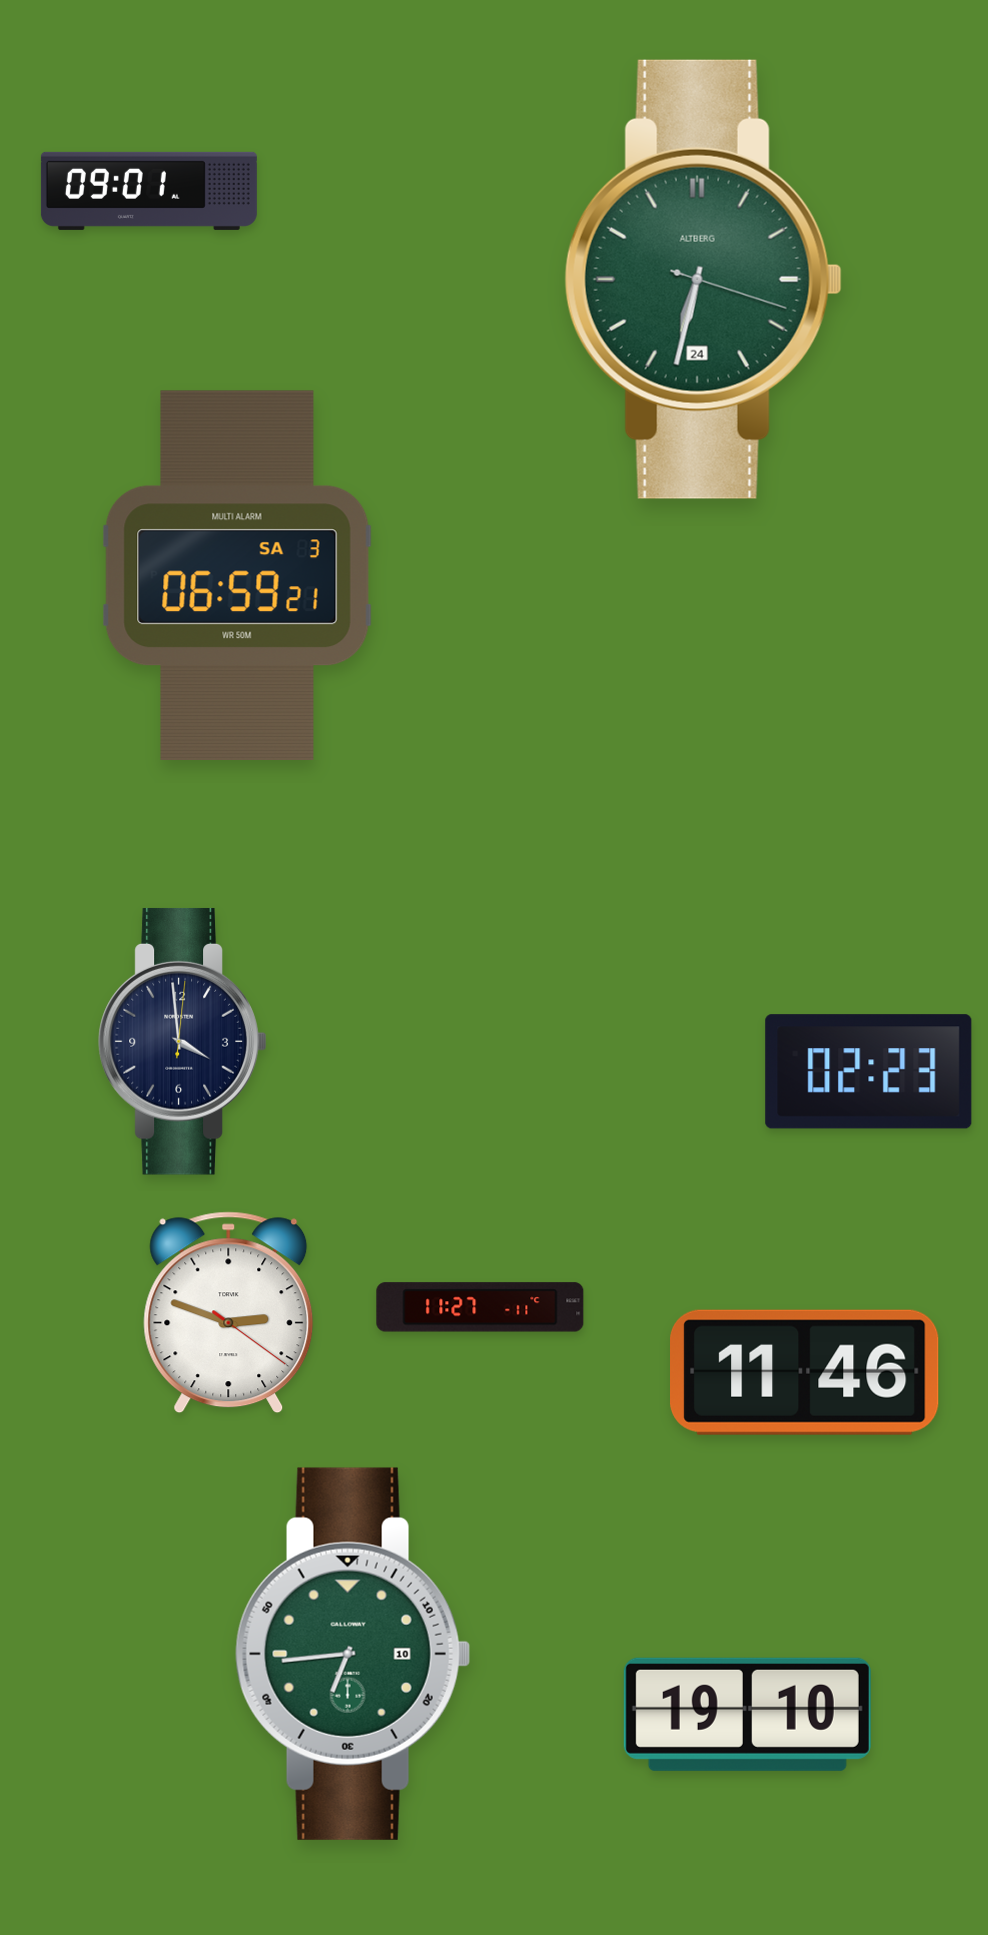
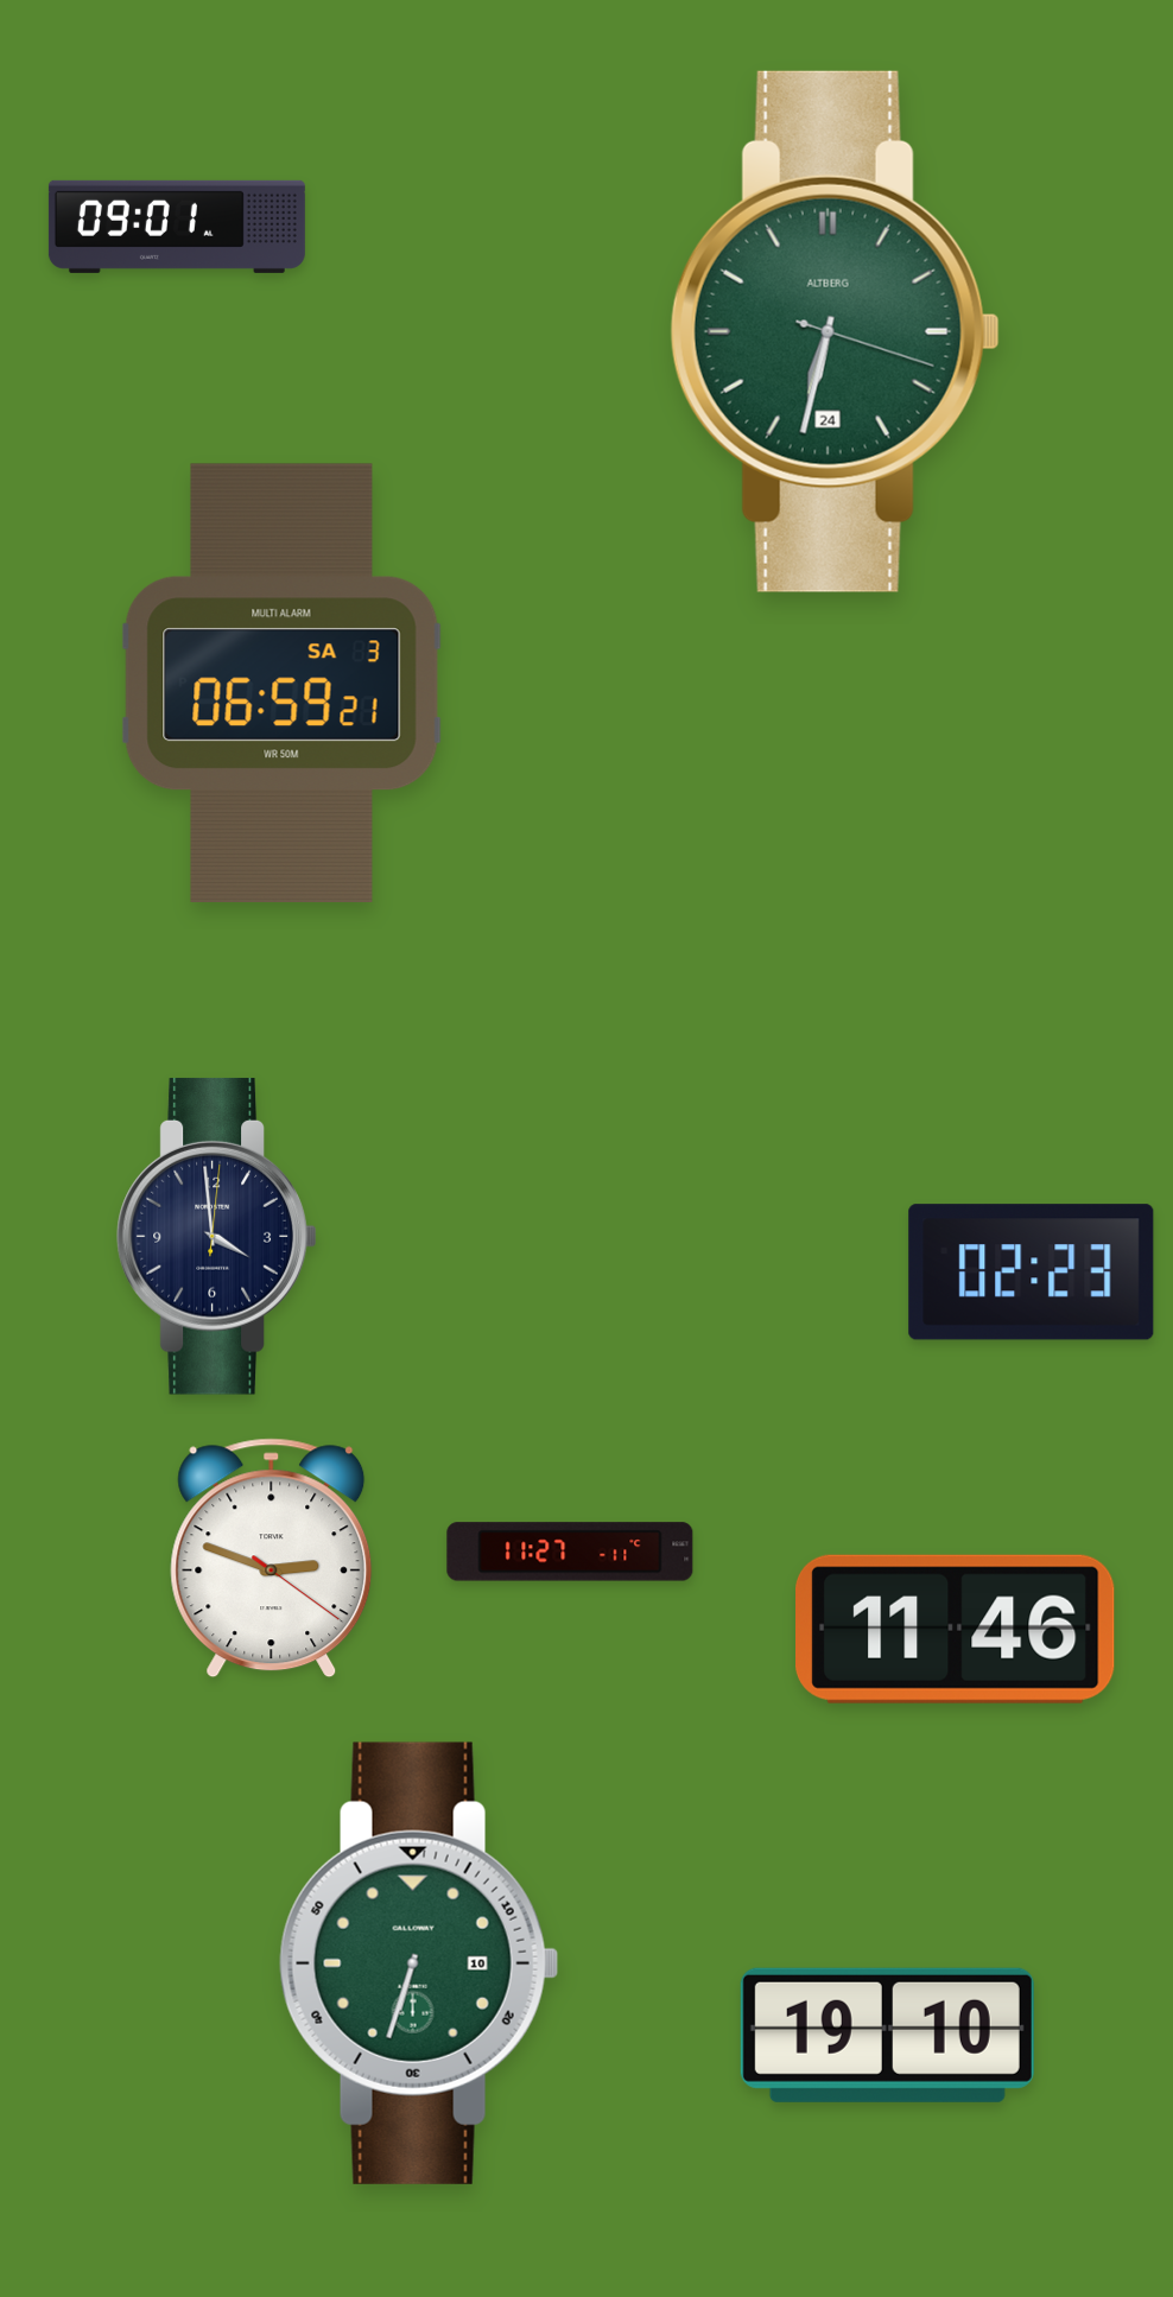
clock at (353, 1654): 6:44 -> 6:33
